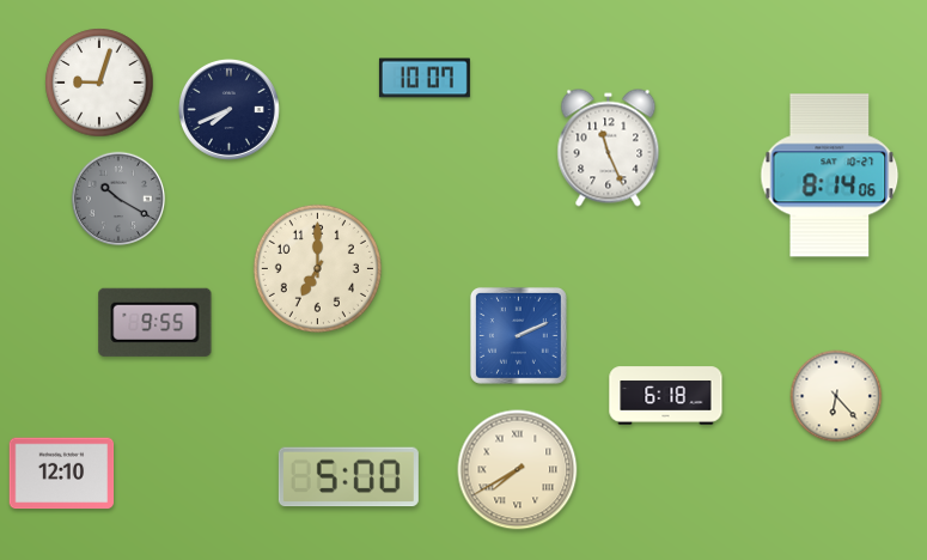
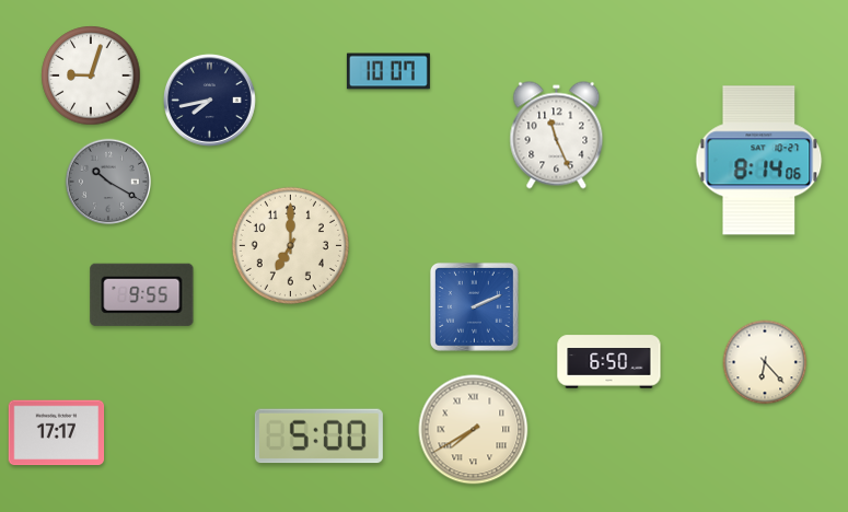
clock at (228, 109): 7:41 -> 7:43
clock at (666, 396): 6:18 -> 6:50
clock at (62, 474): 12:10 -> 17:17
